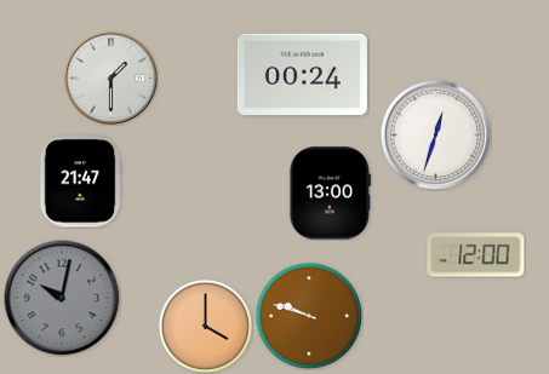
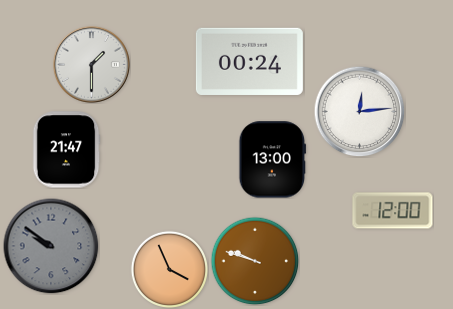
clock at (435, 134): 12:33 -> 12:14
clock at (62, 298): 10:02 -> 9:51
clock at (205, 326): 4:00 -> 3:56
